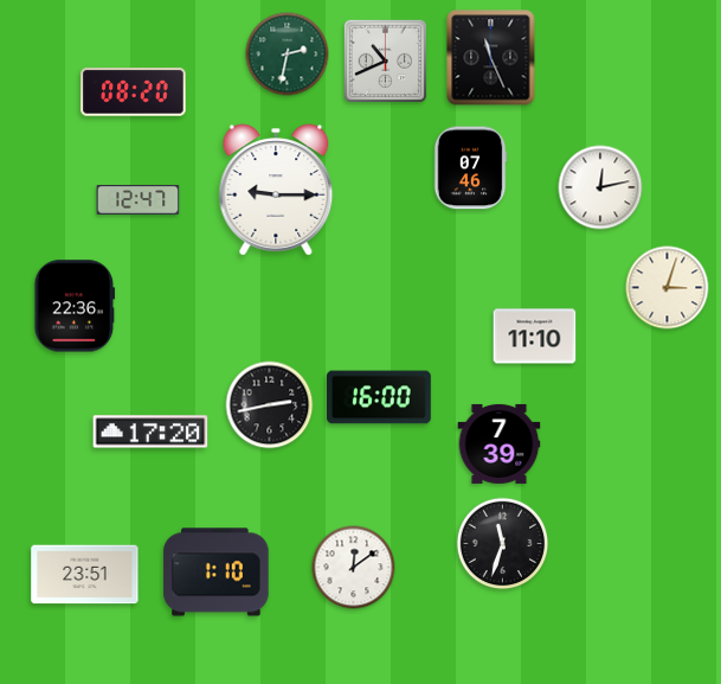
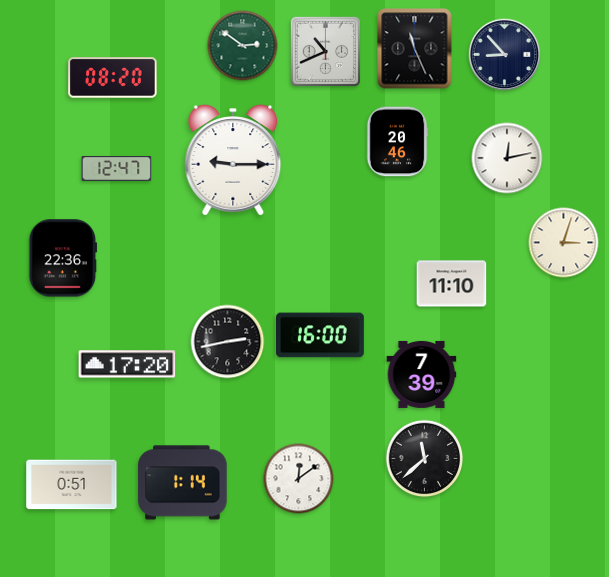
clock at (288, 55): 2:32 -> 2:51
clock at (505, 55): none -> 8:53
clock at (470, 168): 07:46 -> 20:46
clock at (503, 544): 11:33 -> 11:38
clock at (217, 573): 1:10 -> 1:14
clock at (85, 575): 23:51 -> 0:51
